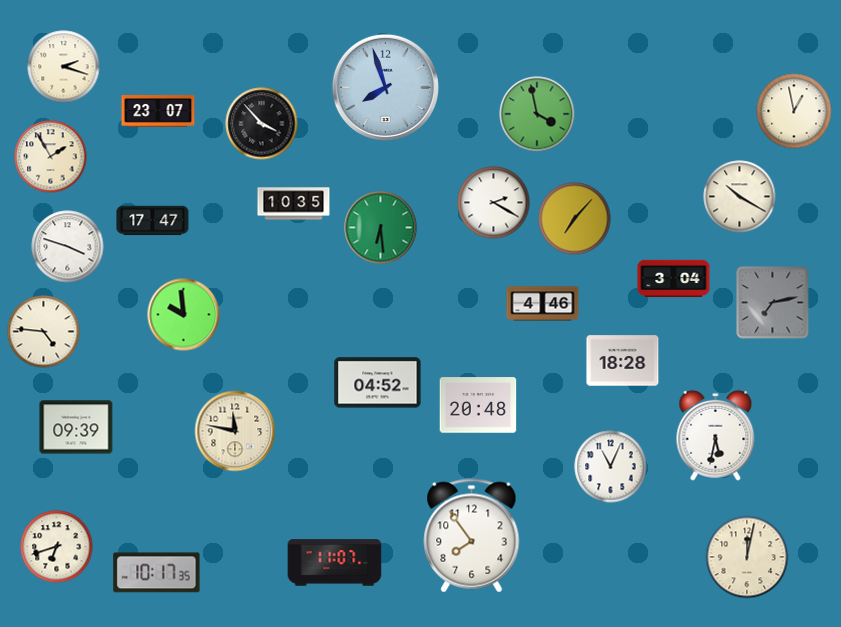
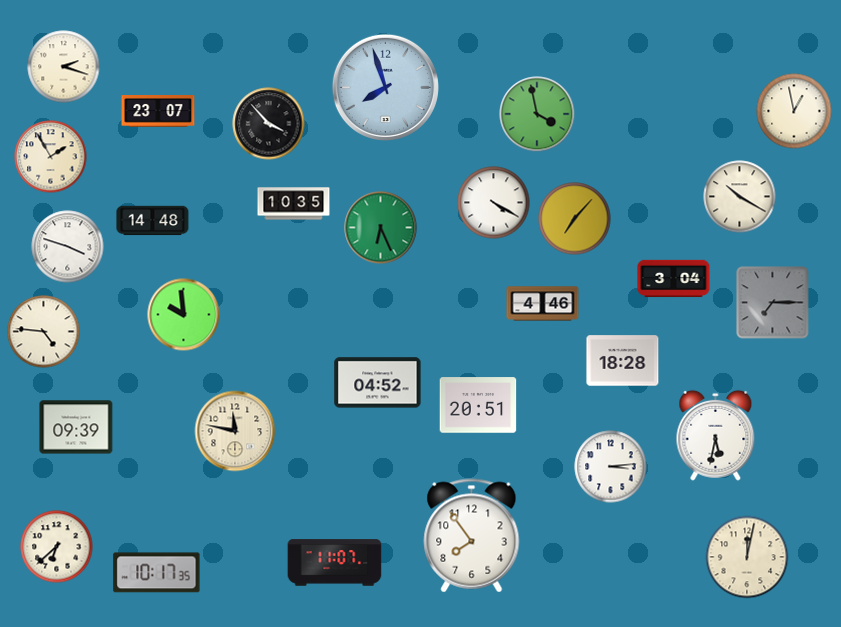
clock at (262, 124) position: (262, 124) -> (269, 124)
clock at (494, 203): 2:20 -> 4:20
clock at (153, 221): 17:47 -> 14:48
clock at (381, 228): 6:29 -> 6:26
clock at (773, 303): 7:13 -> 7:15
clock at (478, 405): 20:48 -> 20:51
clock at (611, 467): 11:04 -> 3:14
clock at (57, 547): 6:42 -> 6:38
